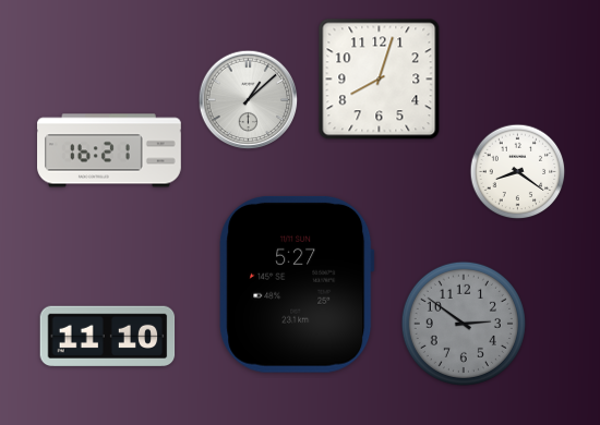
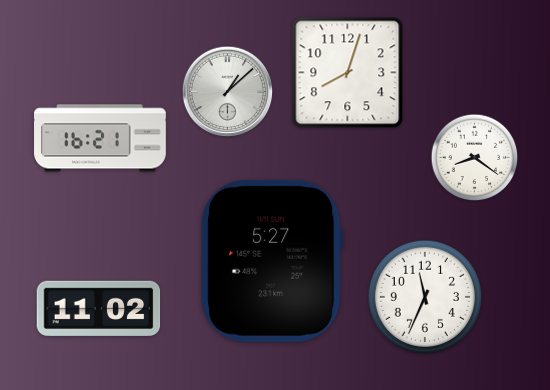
clock at (464, 324): 2:51 -> 11:34
clock at (464, 324) dial: grey -> white
clock at (108, 337): 11:10 -> 11:02
